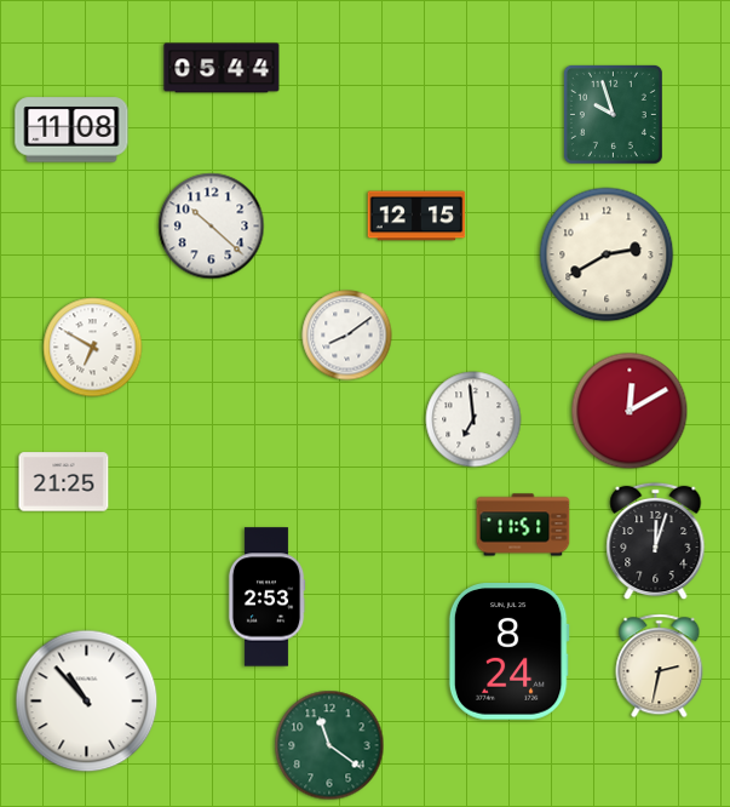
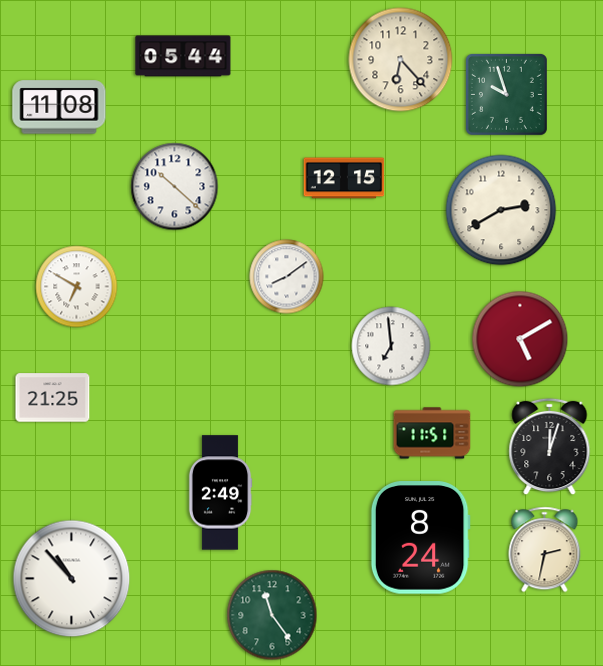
clock at (401, 60): none -> 6:23
clock at (630, 411): 12:10 -> 5:10
clock at (656, 542) position: (656, 542) -> (550, 447)
clock at (266, 597): 2:53 -> 2:49
clock at (329, 745): 11:21 -> 11:24
